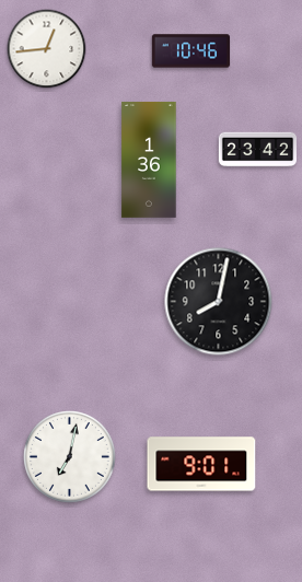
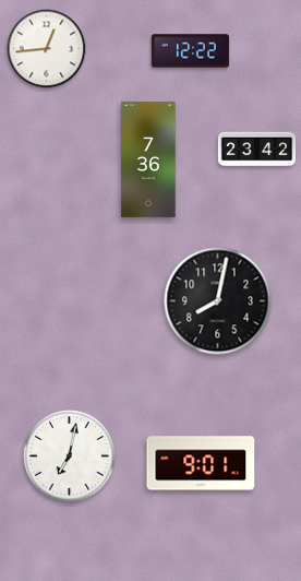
clock at (191, 51): 10:46 -> 12:22
clock at (149, 160): 1:36 -> 7:36
